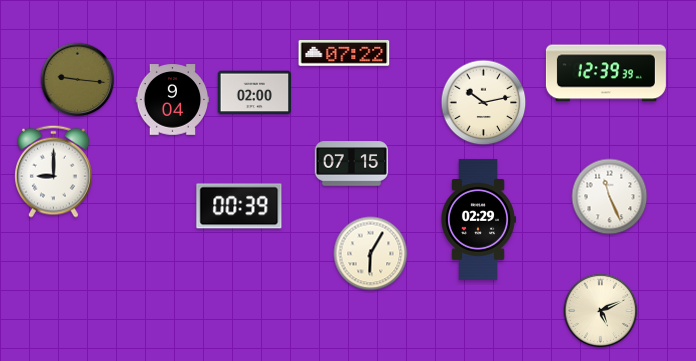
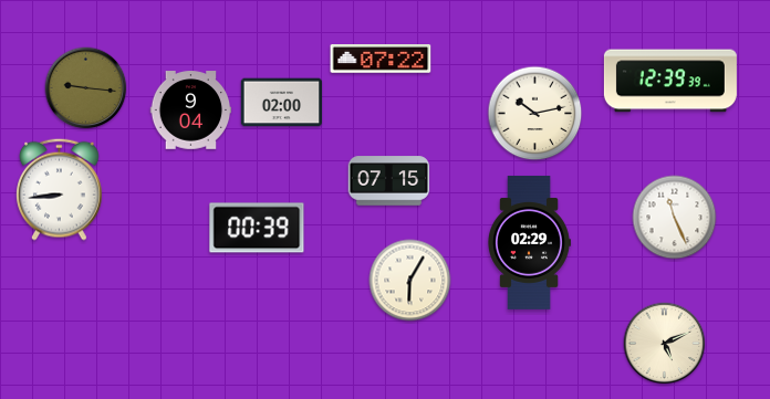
clock at (54, 171): 9:00 -> 8:44
clock at (239, 206) position: (239, 206) -> (257, 228)
